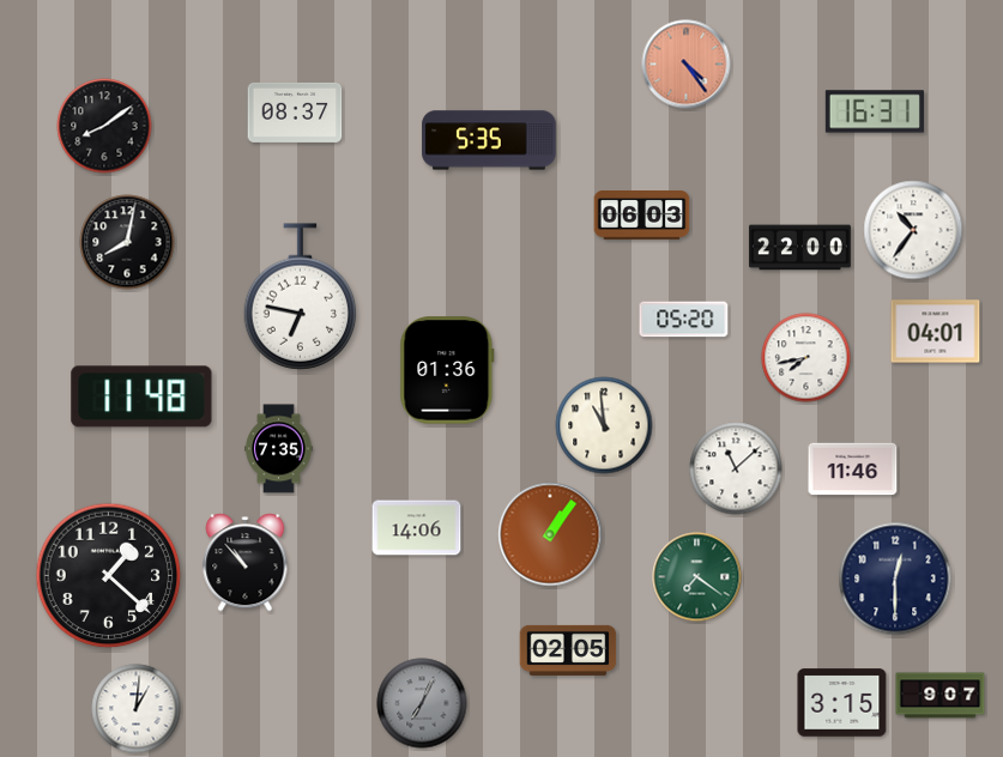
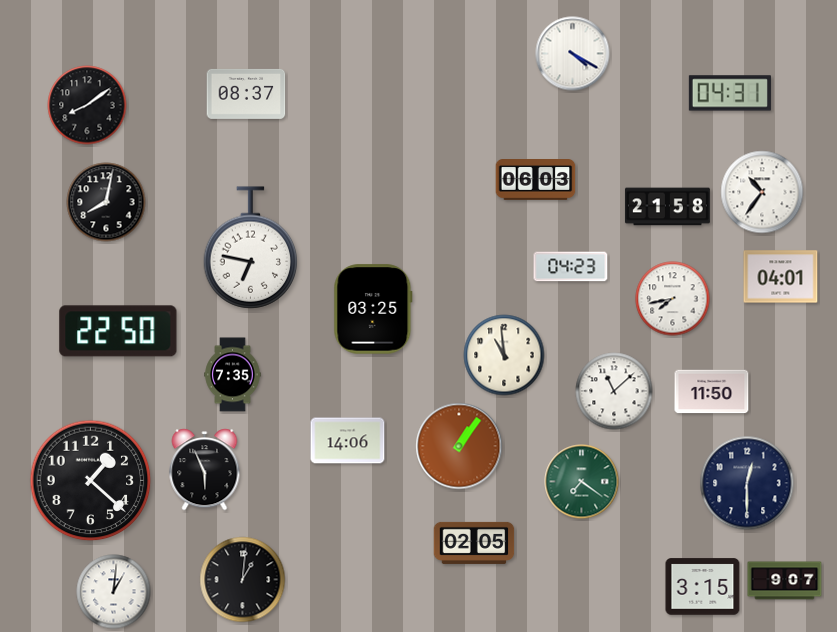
clock at (687, 65): 4:24 -> 4:20
clock at (687, 65) dial: salmon -> white
clock at (875, 111): 16:31 -> 04:31
clock at (489, 140): 5:35 -> none
clock at (799, 248): 22:00 -> 21:58
clock at (684, 320): 05:20 -> 04:23
clock at (447, 370): 01:36 -> 03:25
clock at (141, 396): 11:48 -> 22:50
clock at (853, 470): 11:46 -> 11:50
clock at (246, 563): 10:53 -> 5:56
clock at (243, 580): none -> 1:01
clock at (422, 703): 7:04 -> none
